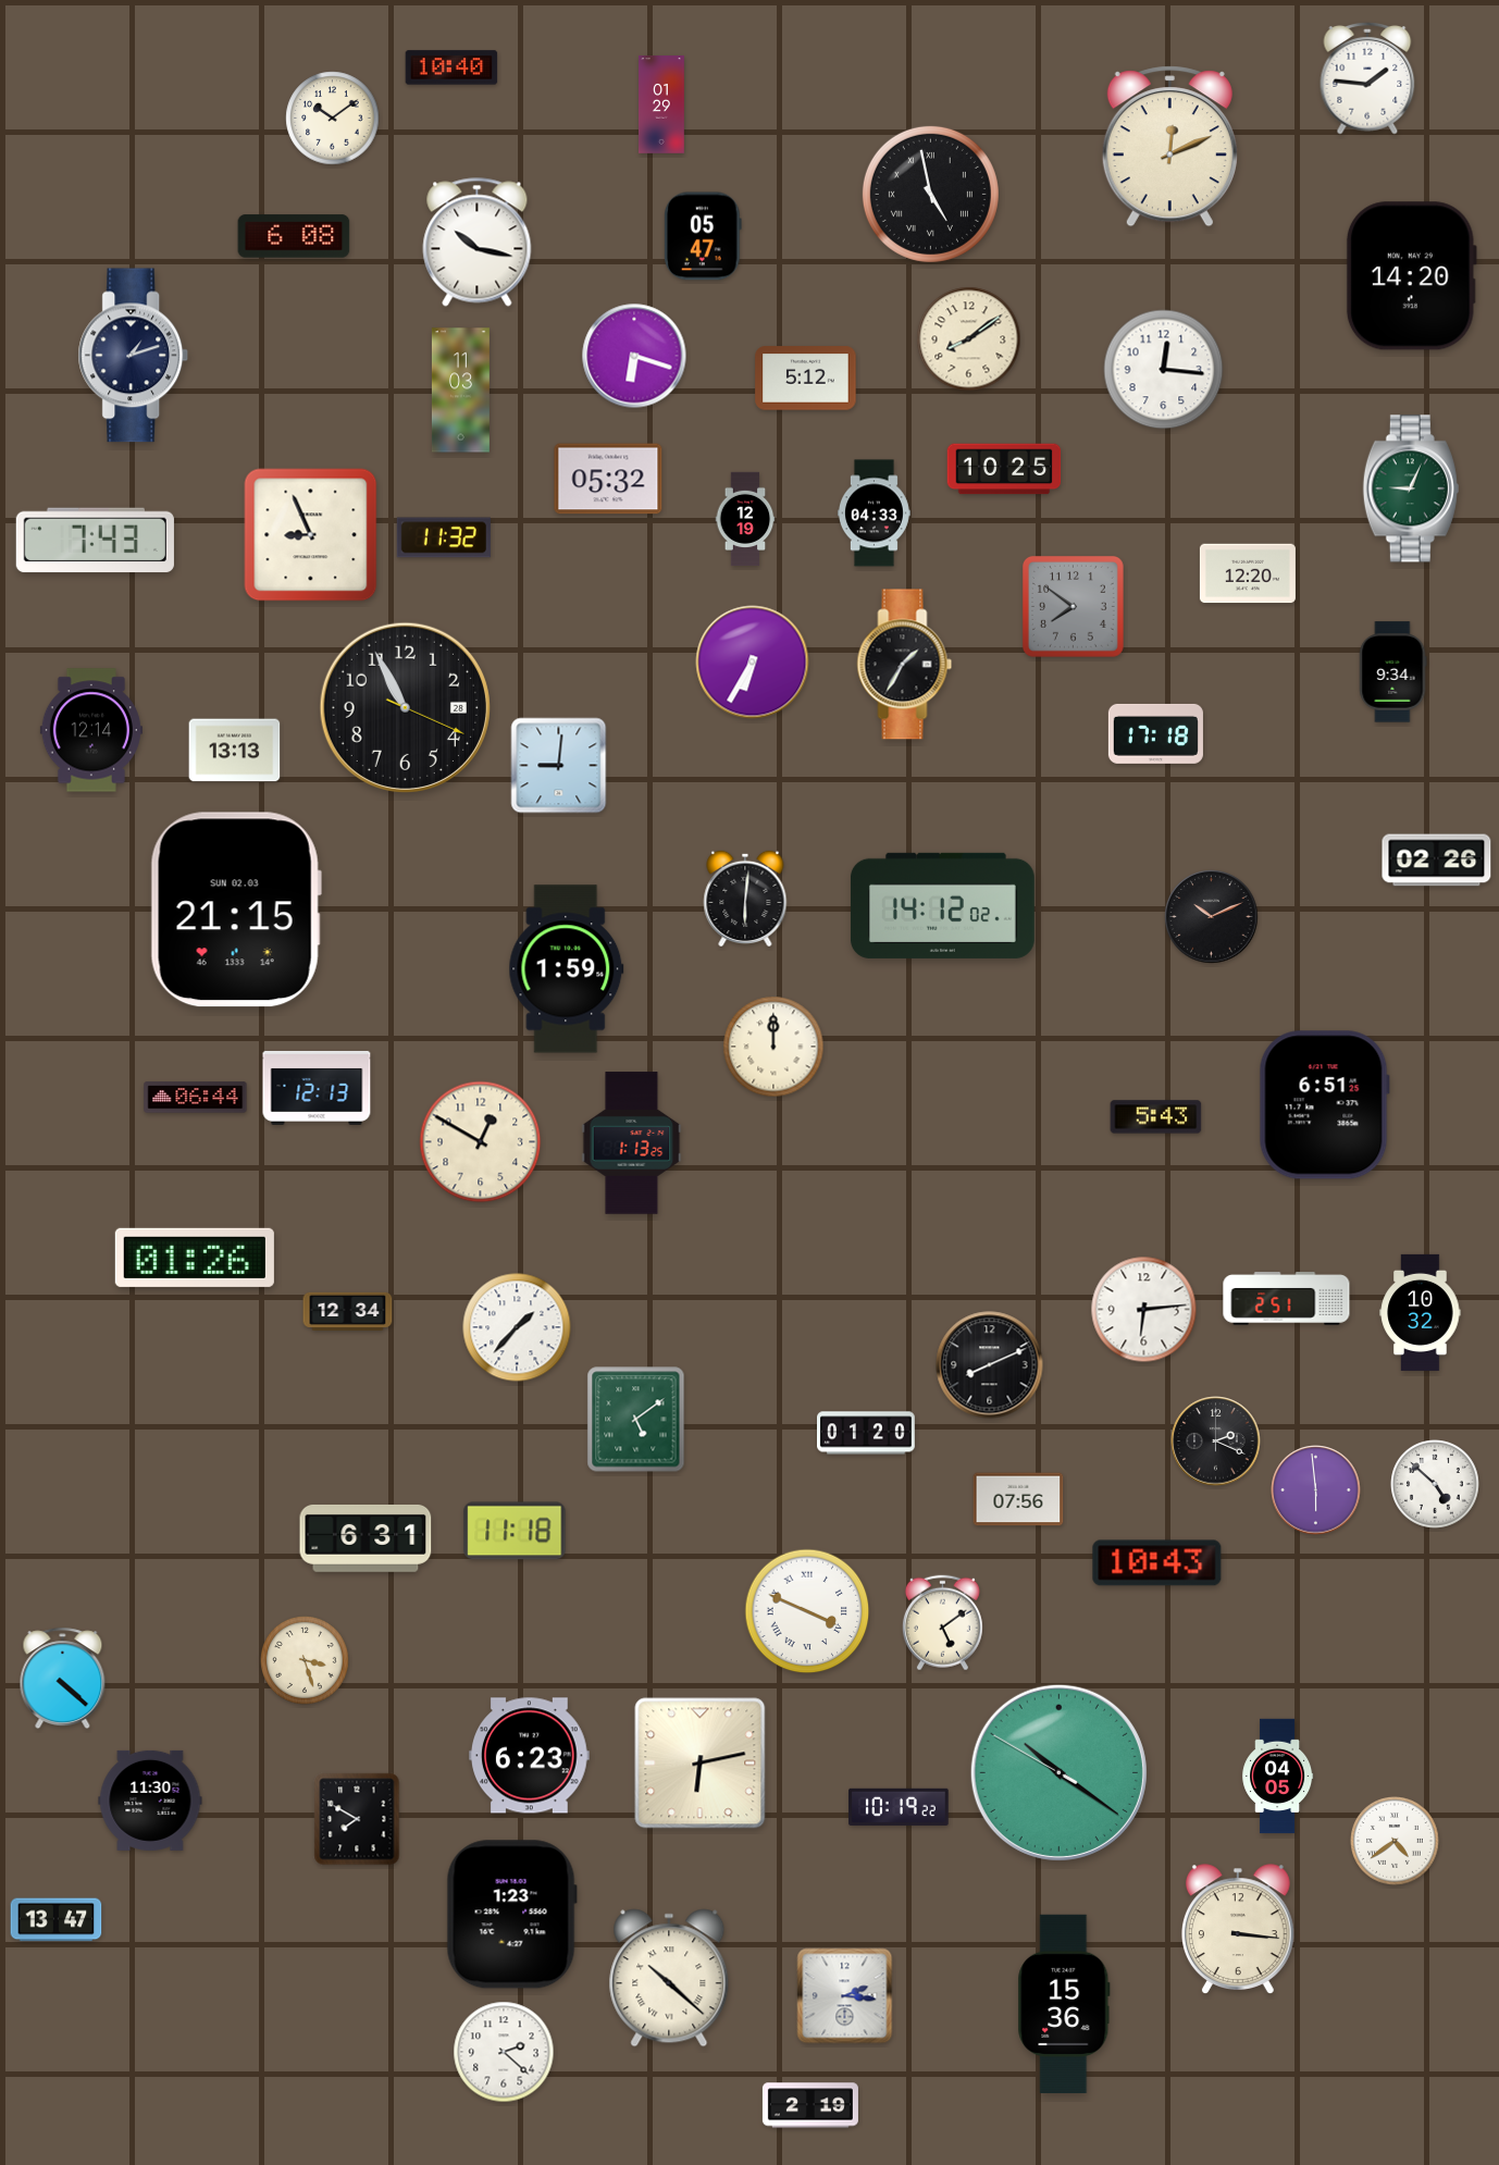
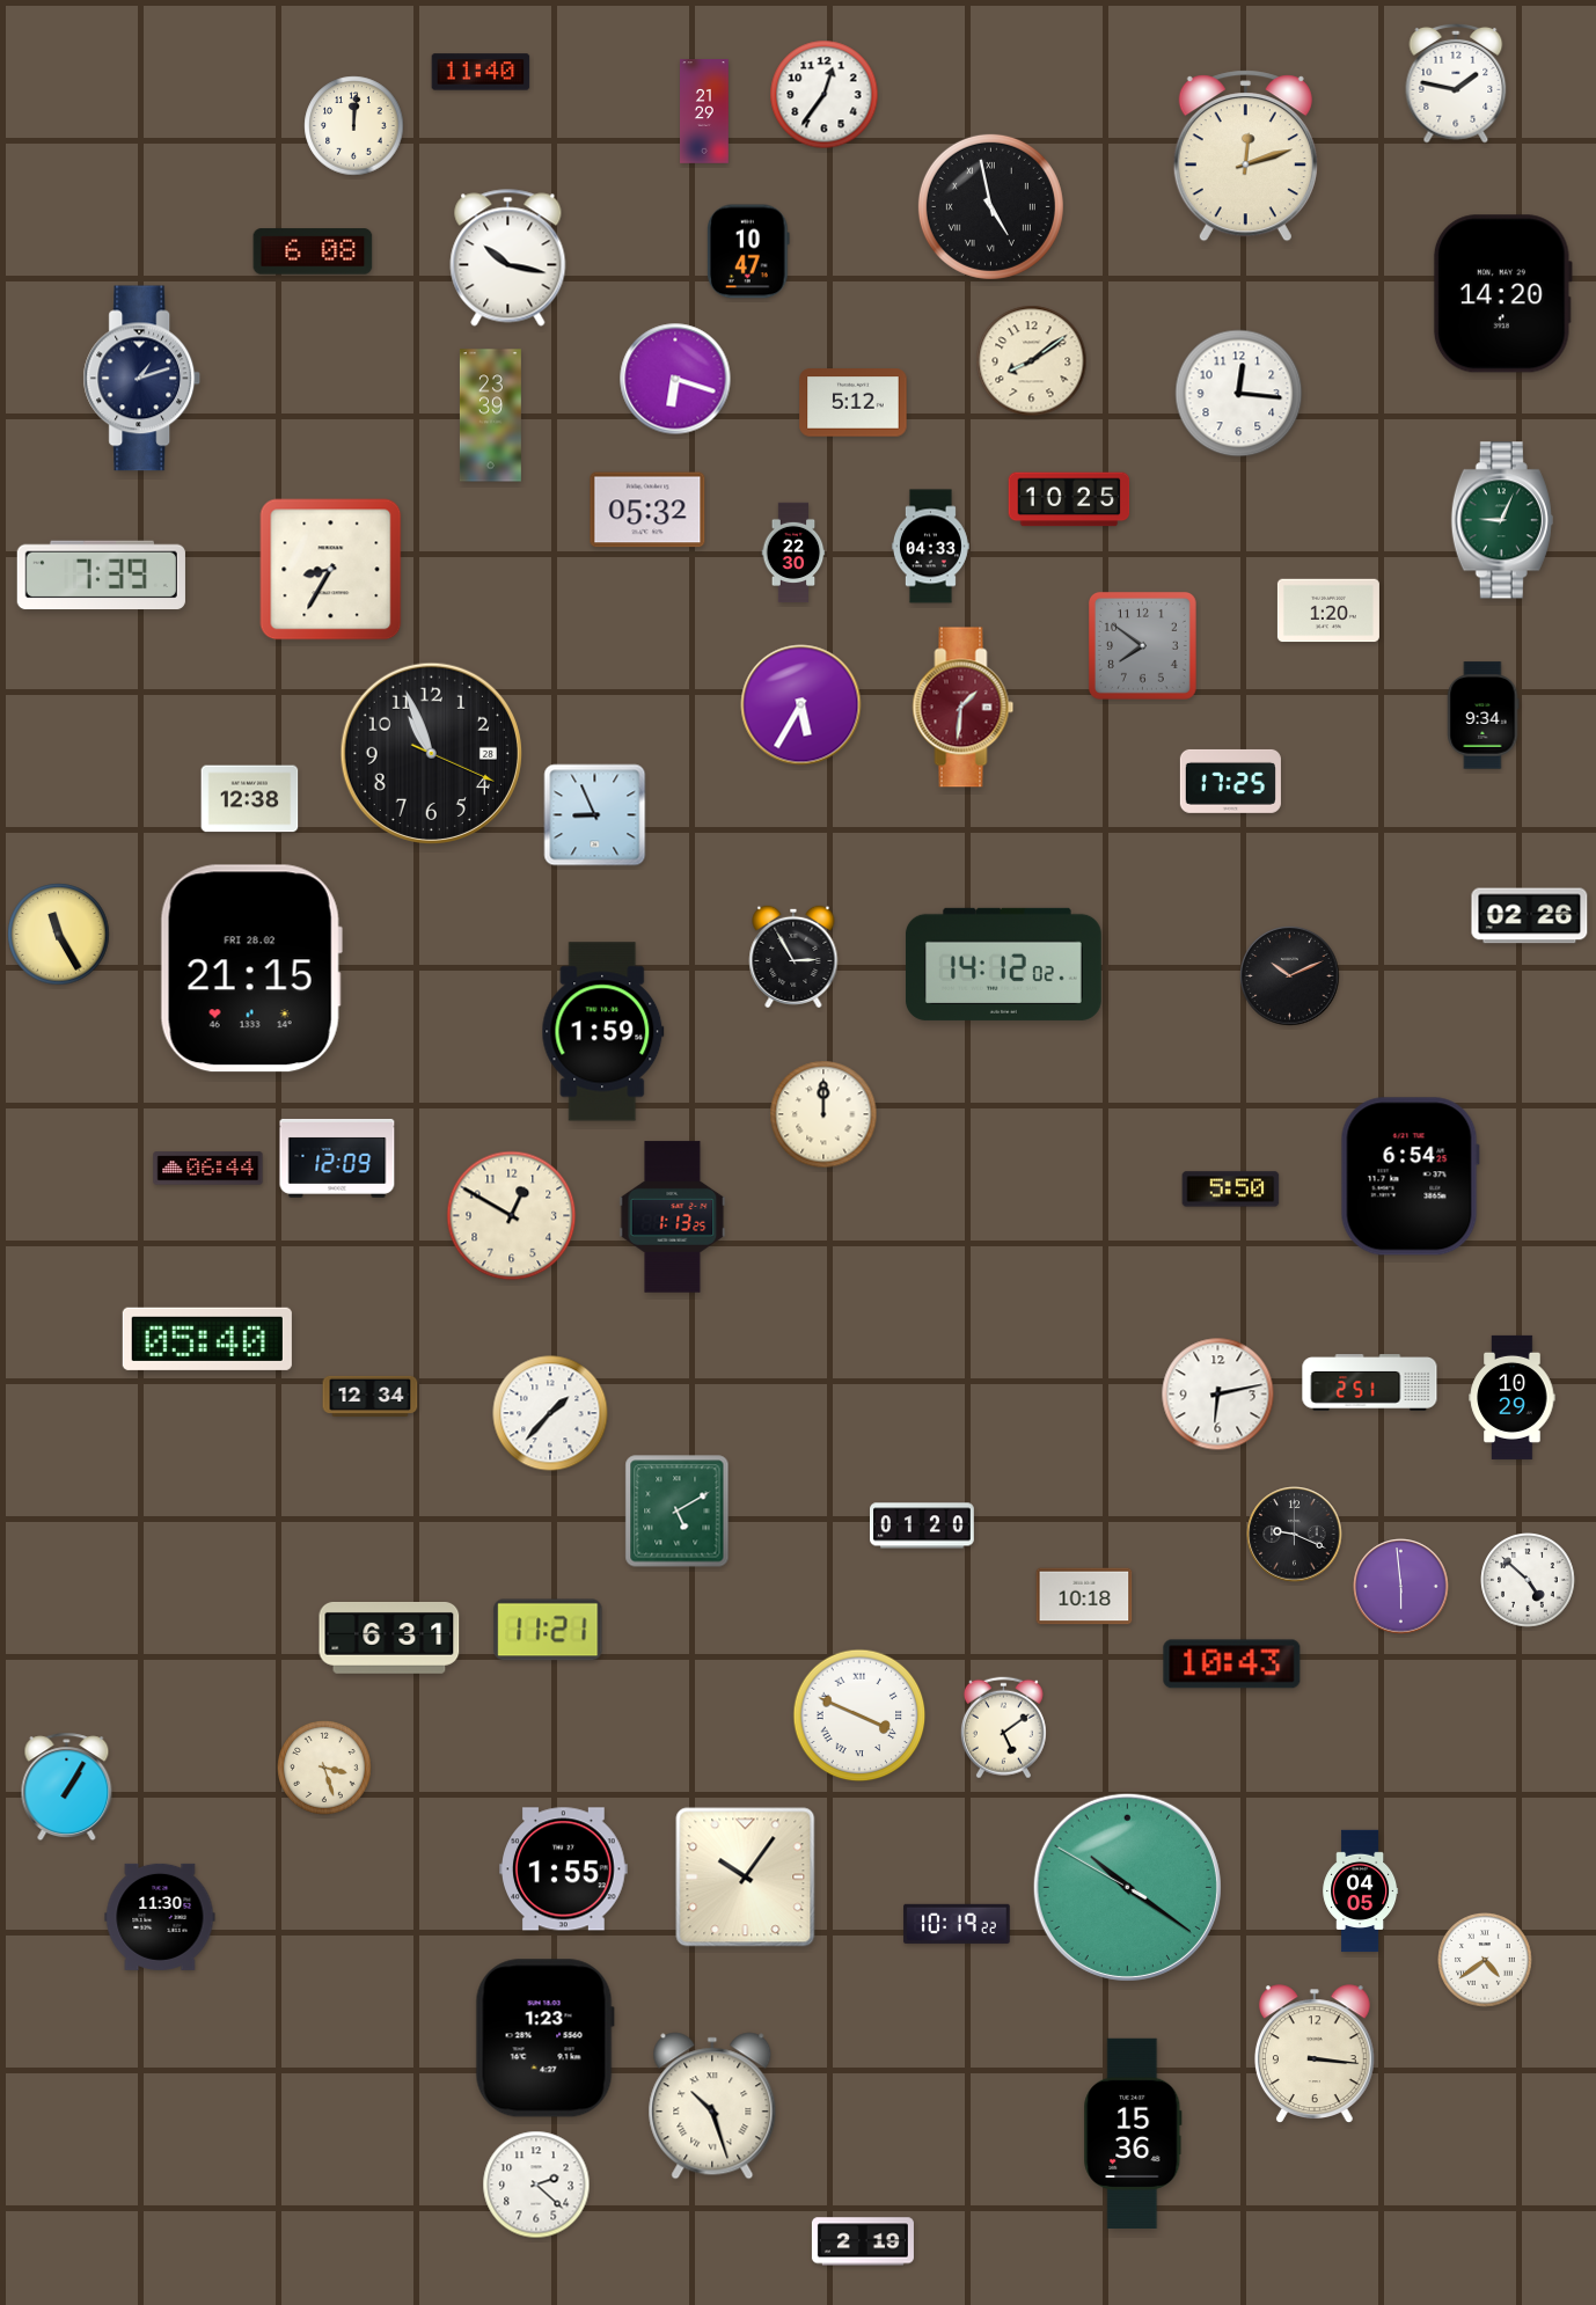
clock at (451, 67): 10:40 -> 11:40
clock at (1367, 78): 1:46 -> 1:47
clock at (825, 95): none -> 12:36
clock at (662, 104): 01:29 -> 21:29
clock at (333, 119): 10:09 -> 12:01
clock at (1169, 147): 12:11 -> 12:12
clock at (704, 236): 05:47 -> 10:47
clock at (806, 379) position: (806, 379) -> (854, 403)
clock at (460, 391): 11:03 -> 23:39
clock at (745, 519): 12:19 -> 22:30
clock at (311, 535): 8:56 -> 8:35
clock at (444, 537): 11:32 -> none
clock at (95, 541): 7:43 -> 7:39
clock at (1248, 573): 12:20 -> 1:20
clock at (753, 663): 6:35 -> 5:35
clock at (905, 665): 1:35 -> 1:31
clock at (905, 665) dial: black -> burgundy
clock at (405, 707): 10:55 -> 10:56
clock at (91, 730): 12:14 -> none
clock at (1155, 733): 17:18 -> 17:25
clock at (235, 751): 13:13 -> 12:38
clock at (559, 766): 9:01 -> 8:56
clock at (59, 935): none -> 11:25
clock at (745, 898): 6:01 -> 2:55
clock at (236, 910) date: SUN 02.03 -> FRI 28.02
clock at (317, 1088): 12:13 -> 12:09
clock at (1324, 1105): 6:51 -> 6:54
clock at (1156, 1117): 5:43 -> 5:50
clock at (195, 1258): 01:26 -> 05:40
clock at (1144, 1310): 6:14 -> 6:13
clock at (1421, 1312): 10:32 -> 10:29
clock at (990, 1365): 8:11 -> none
clock at (636, 1420): 5:09 -> 5:10
clock at (1216, 1442): 2:19 -> 9:19
clock at (1018, 1499): 07:56 -> 10:18
clock at (515, 1531): 11:18 -> 11:21
clock at (63, 1679): 4:22 -> 1:05
clock at (530, 1756): 6:23 -> 1:55
clock at (701, 1764): 6:13 -> 10:06
clock at (357, 1819): 7:50 -> none
clock at (57, 1920): 13:47 -> none
clock at (1238, 1929) position: (1238, 1929) -> (1315, 2054)
clock at (669, 1978): 10:22 -> 10:27
clock at (845, 1996): 2:16 -> none
